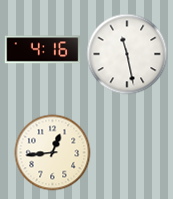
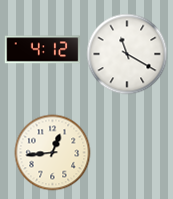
clock at (43, 50): 4:16 -> 4:12
clock at (127, 54): 11:28 -> 11:20
